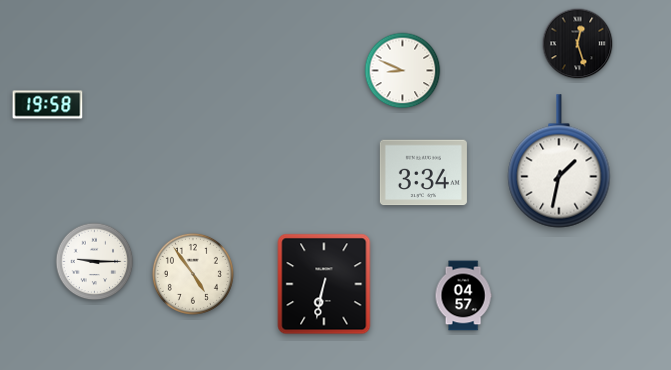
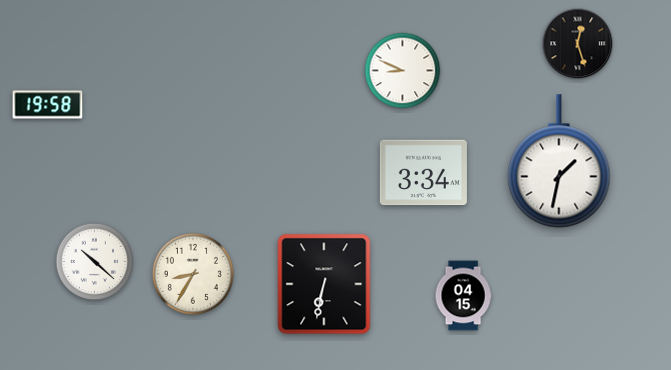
clock at (95, 262): 9:15 -> 10:22
clock at (193, 274): 4:54 -> 8:35
clock at (463, 296): 04:57 -> 04:15
